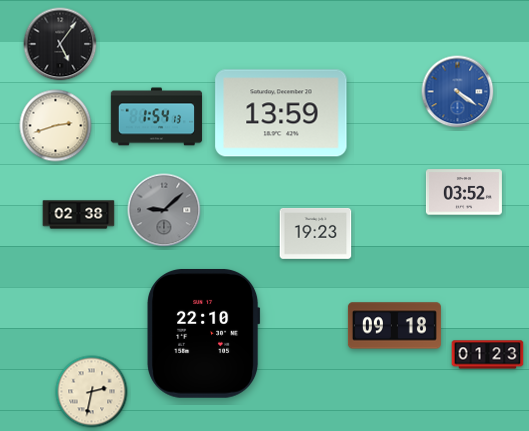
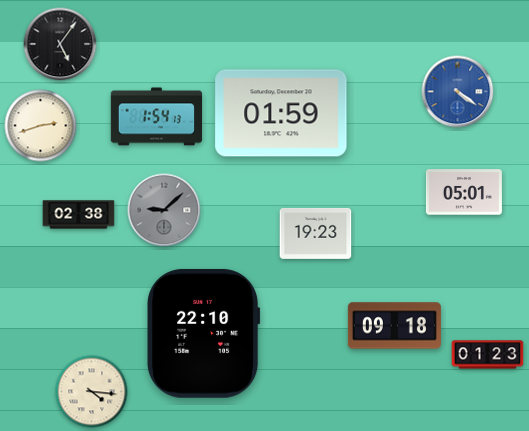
clock at (281, 113): 13:59 -> 01:59
clock at (56, 126) position: (56, 126) -> (41, 126)
clock at (464, 192): 03:52 -> 05:01
clock at (92, 392): 2:32 -> 4:16
